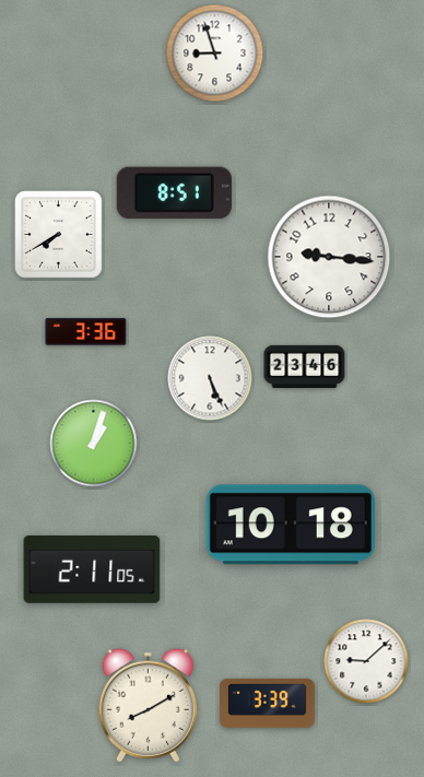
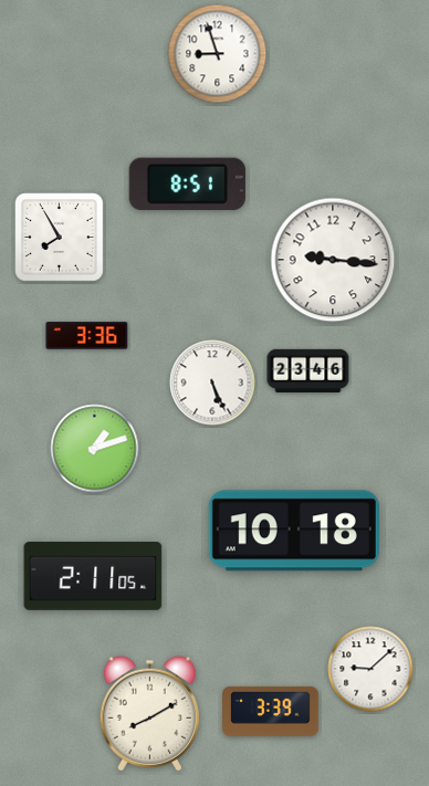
clock at (174, 192) position: (174, 192) -> (187, 184)
clock at (59, 235): 7:40 -> 7:55
clock at (94, 444): 1:03 -> 1:12
